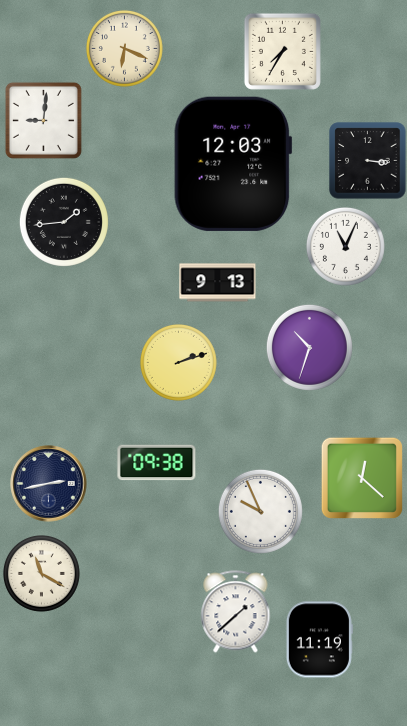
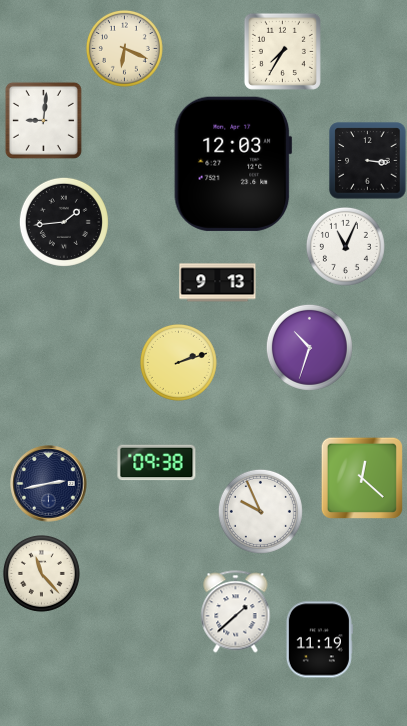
clock at (41, 573): 11:20 -> 11:23
